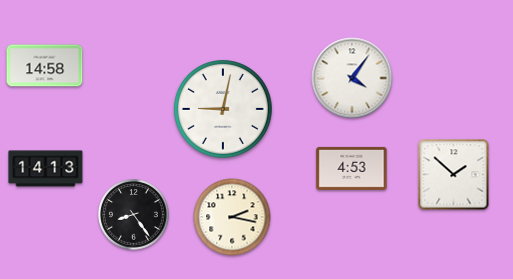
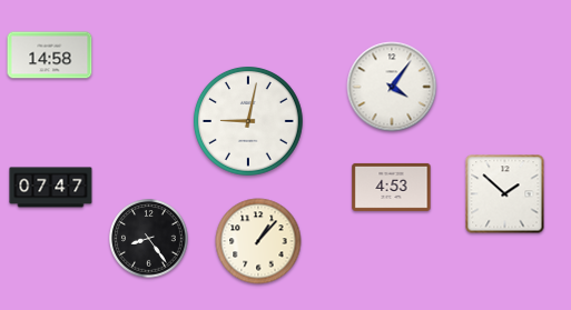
clock at (45, 66) position: (45, 66) -> (50, 56)
clock at (46, 169): 14:13 -> 07:47
clock at (232, 217): 2:17 -> 1:07
